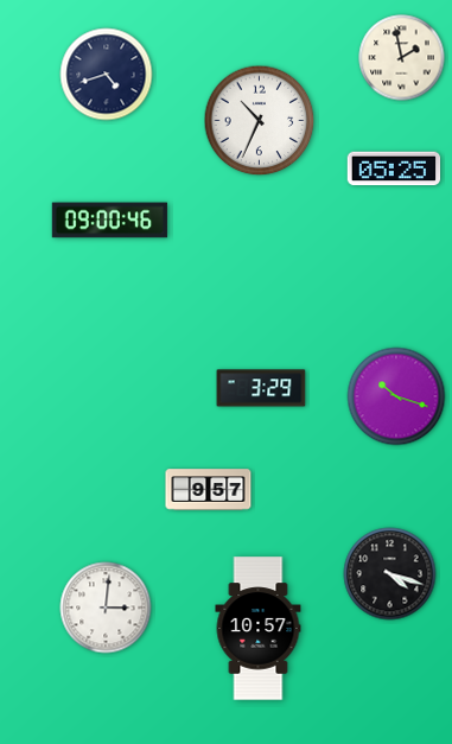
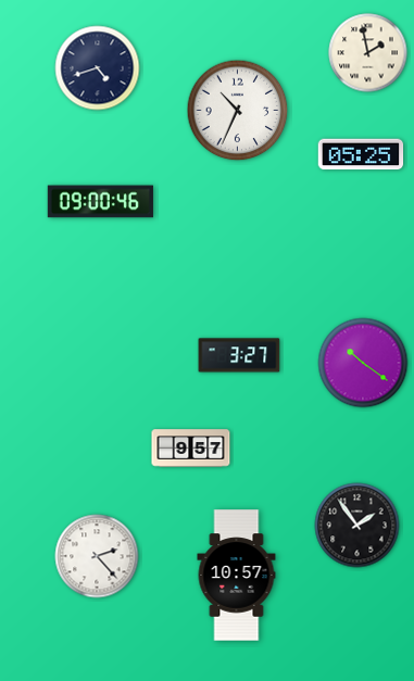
clock at (261, 388): 3:29 -> 3:27
clock at (396, 396): 10:18 -> 10:21
clock at (390, 574): 4:18 -> 1:54
clock at (106, 608): 3:01 -> 2:23
